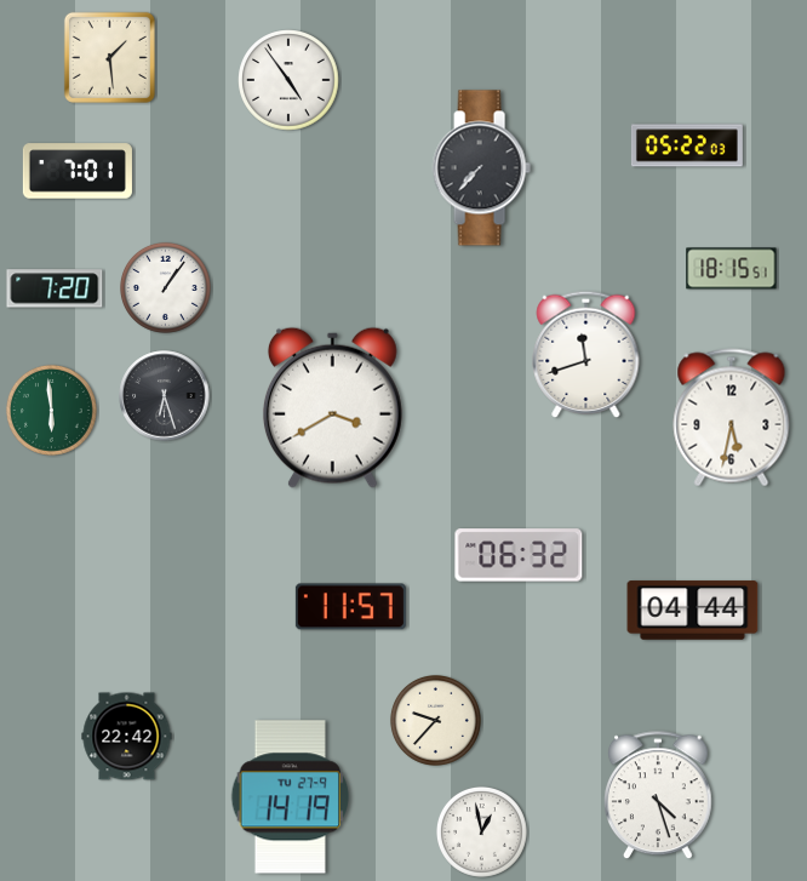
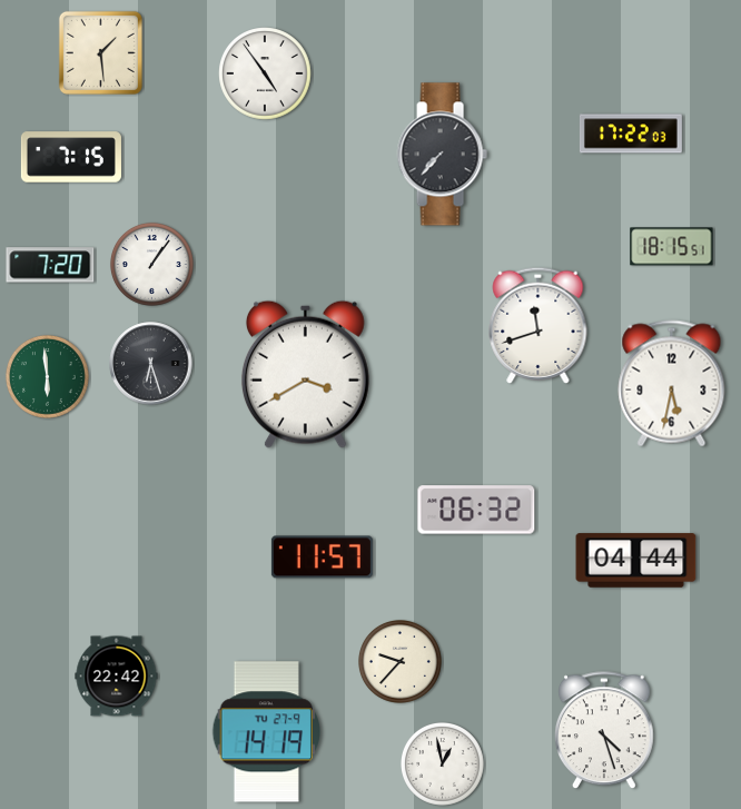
clock at (687, 145): 05:22 -> 17:22
clock at (78, 171): 7:01 -> 7:15
